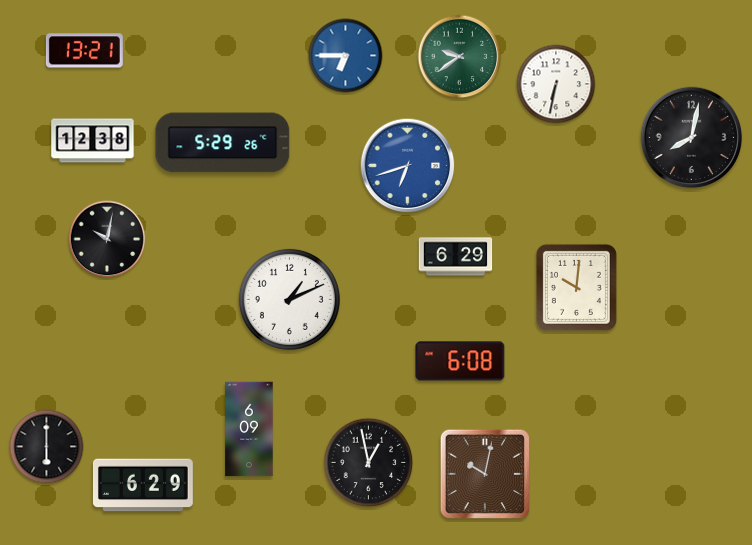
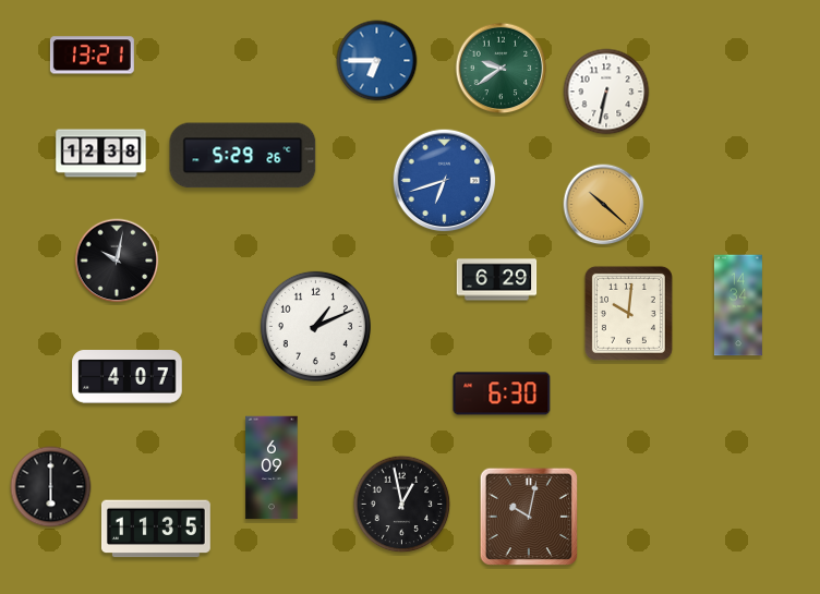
clock at (460, 57) position: (460, 57) -> (502, 69)
clock at (692, 138): 8:02 -> none
clock at (604, 205): none -> 10:22
clock at (738, 305): none -> 14:34
clock at (128, 377): none -> 4:07
clock at (460, 361): 6:08 -> 6:30
clock at (143, 485): 6:29 -> 11:35
